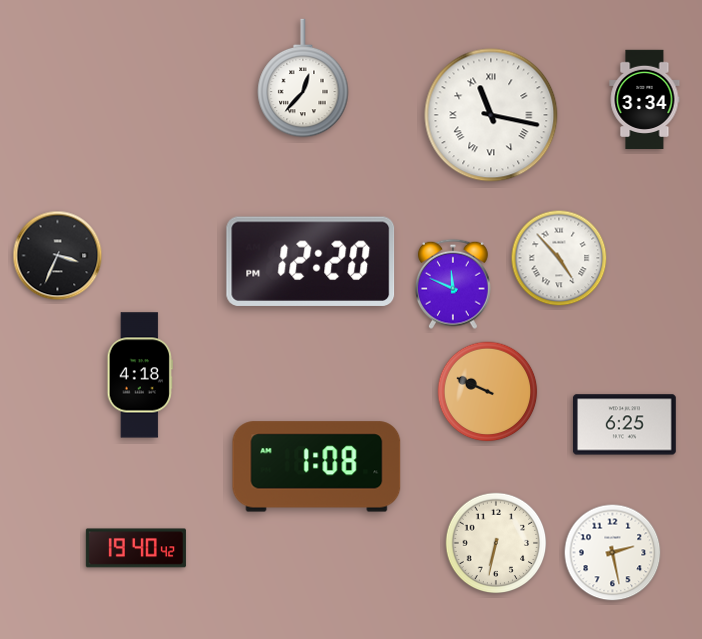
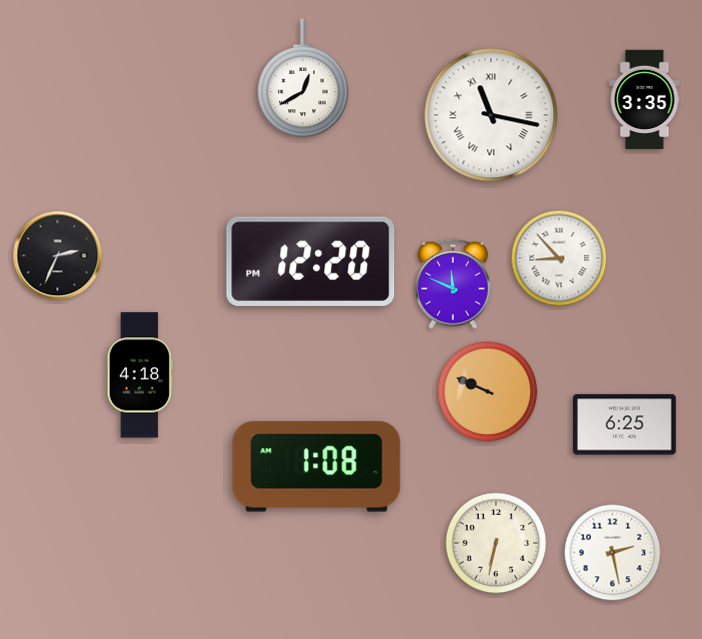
clock at (303, 78): 12:37 -> 12:40
clock at (645, 99): 3:34 -> 3:35
clock at (58, 256): 3:34 -> 2:34
clock at (559, 258): 4:53 -> 8:53
clock at (136, 548): 19:40 -> none
